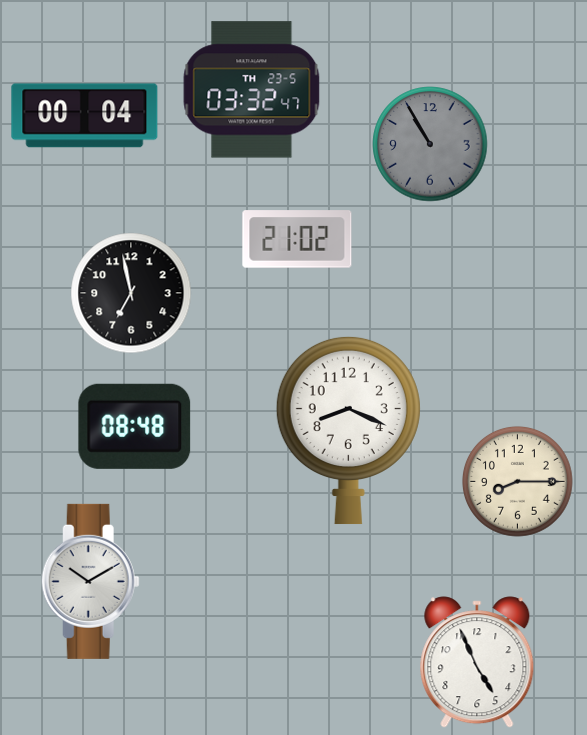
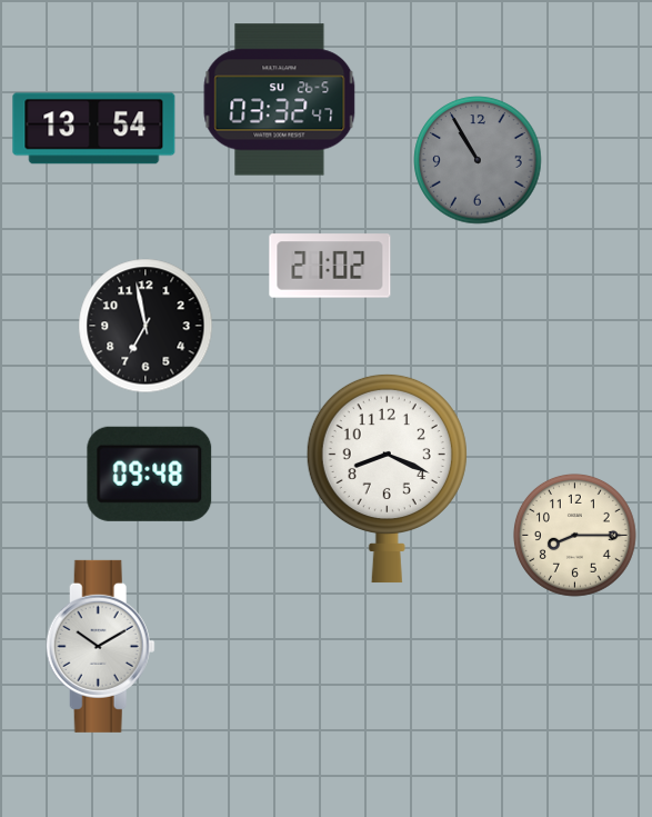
clock at (252, 90) date: TH 23-5 -> SU 26-5
clock at (85, 116): 00:04 -> 13:54
clock at (135, 426): 08:48 -> 09:48
clock at (477, 662): 4:56 -> none
